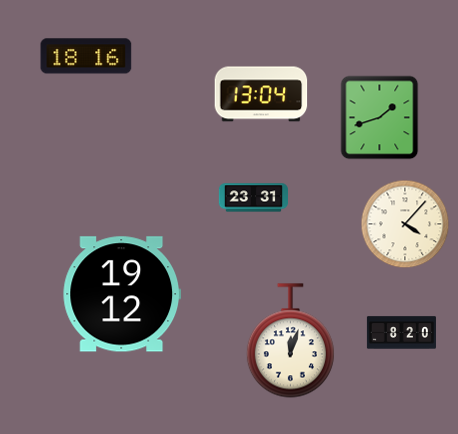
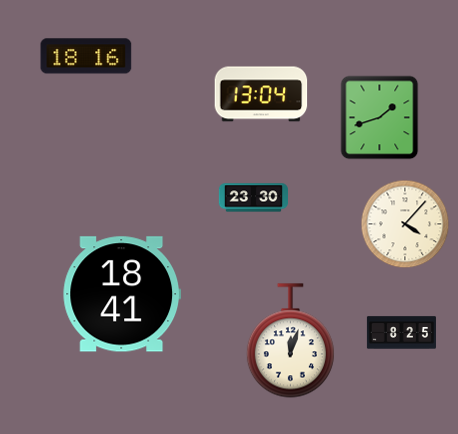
clock at (253, 198): 23:31 -> 23:30
clock at (121, 294): 19:12 -> 18:41
clock at (401, 333): 8:20 -> 8:25
